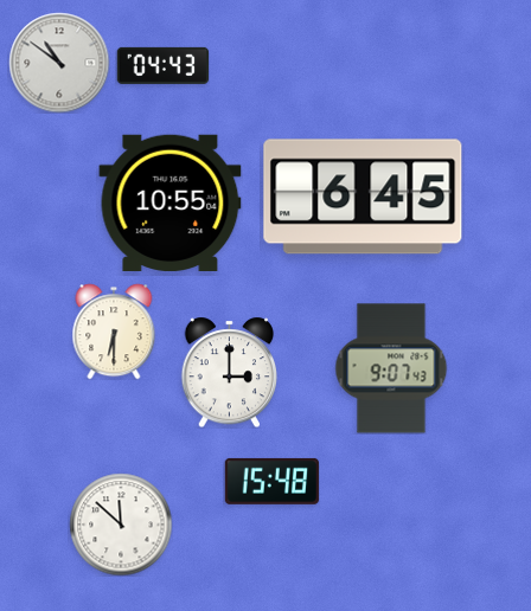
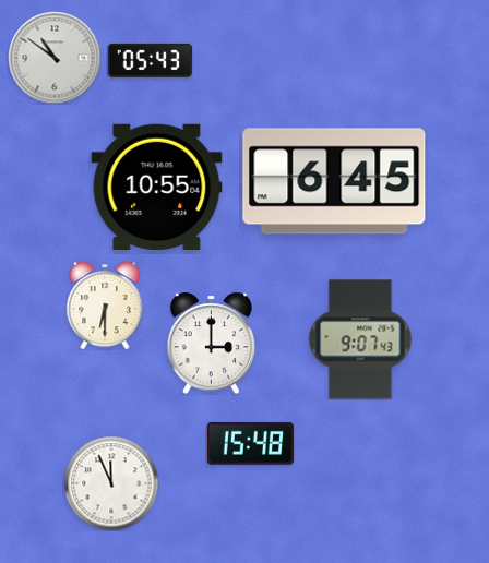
clock at (162, 65): 04:43 -> 05:43
clock at (121, 525): 11:52 -> 11:56
